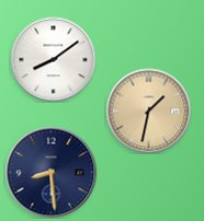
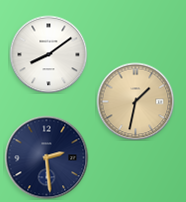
clock at (50, 172): 8:29 -> 2:29
